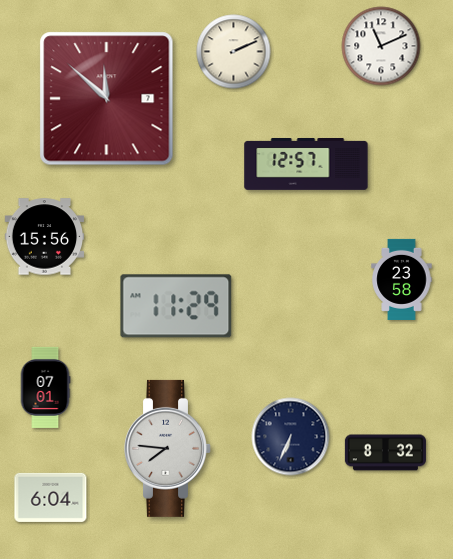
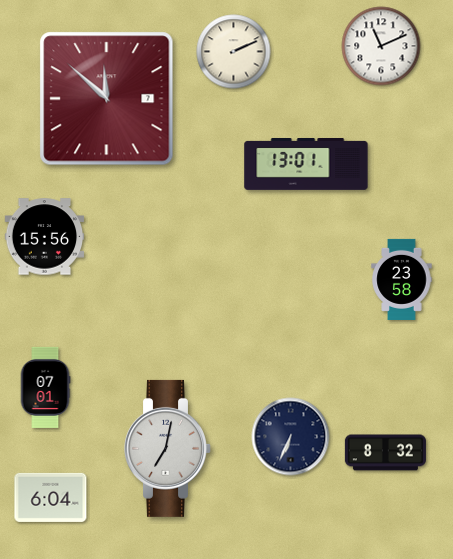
clock at (306, 165): 12:57 -> 13:01
clock at (176, 306): 11:29 -> none
clock at (168, 448): 7:46 -> 7:02
